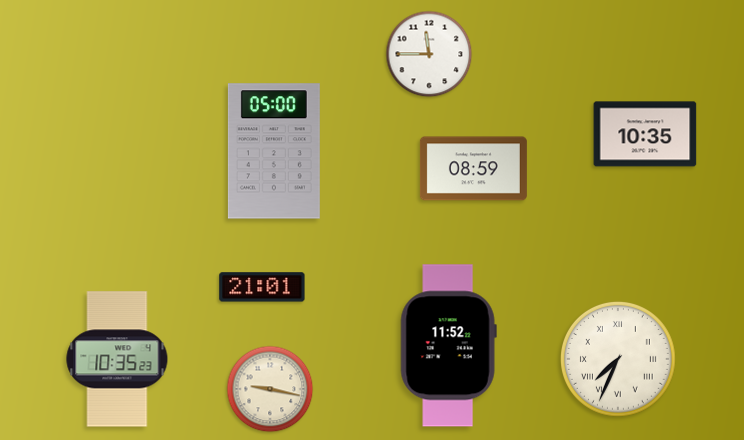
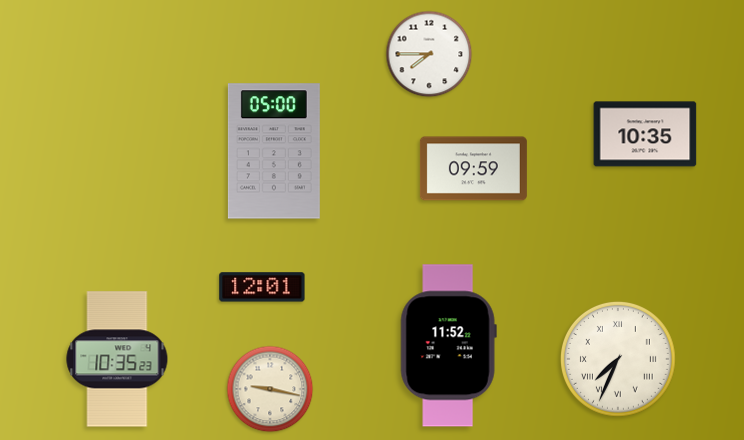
clock at (429, 54): 11:45 -> 7:45
clock at (473, 169): 08:59 -> 09:59
clock at (262, 287): 21:01 -> 12:01
